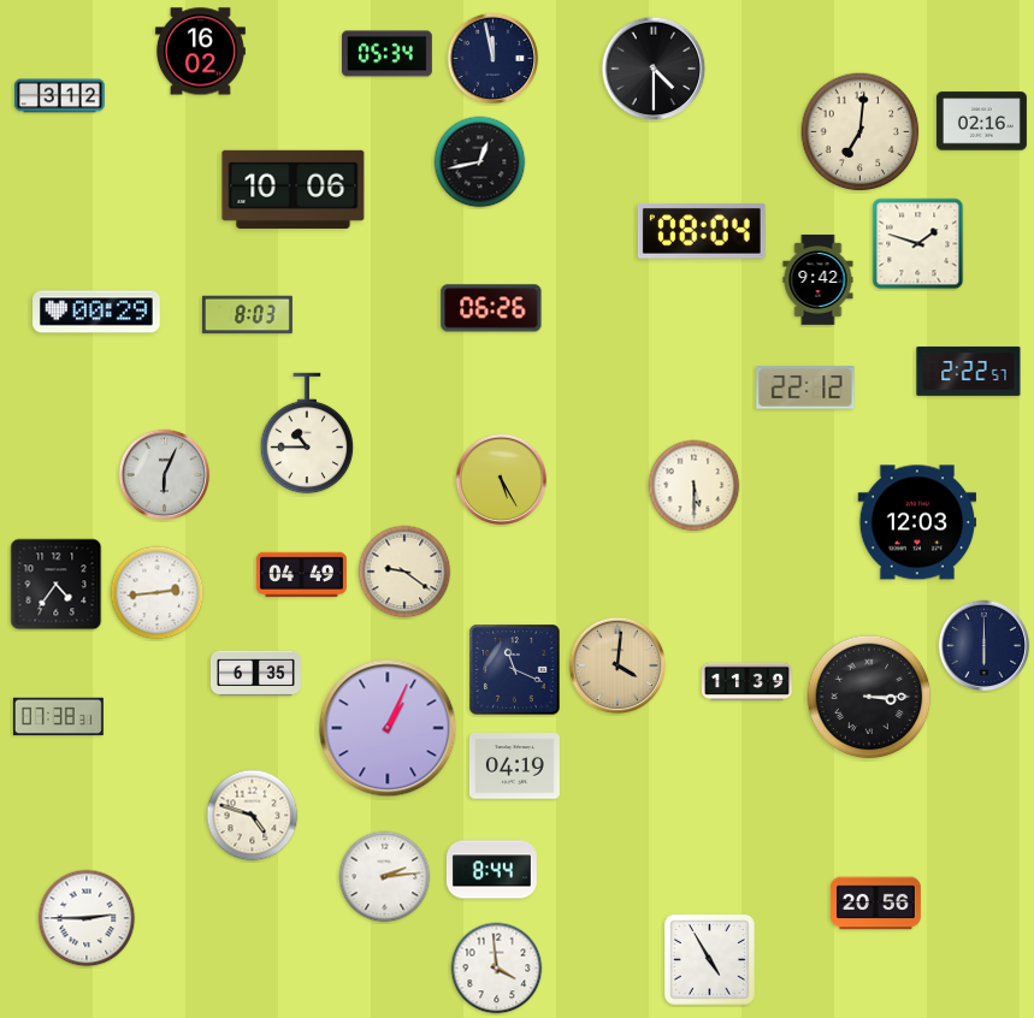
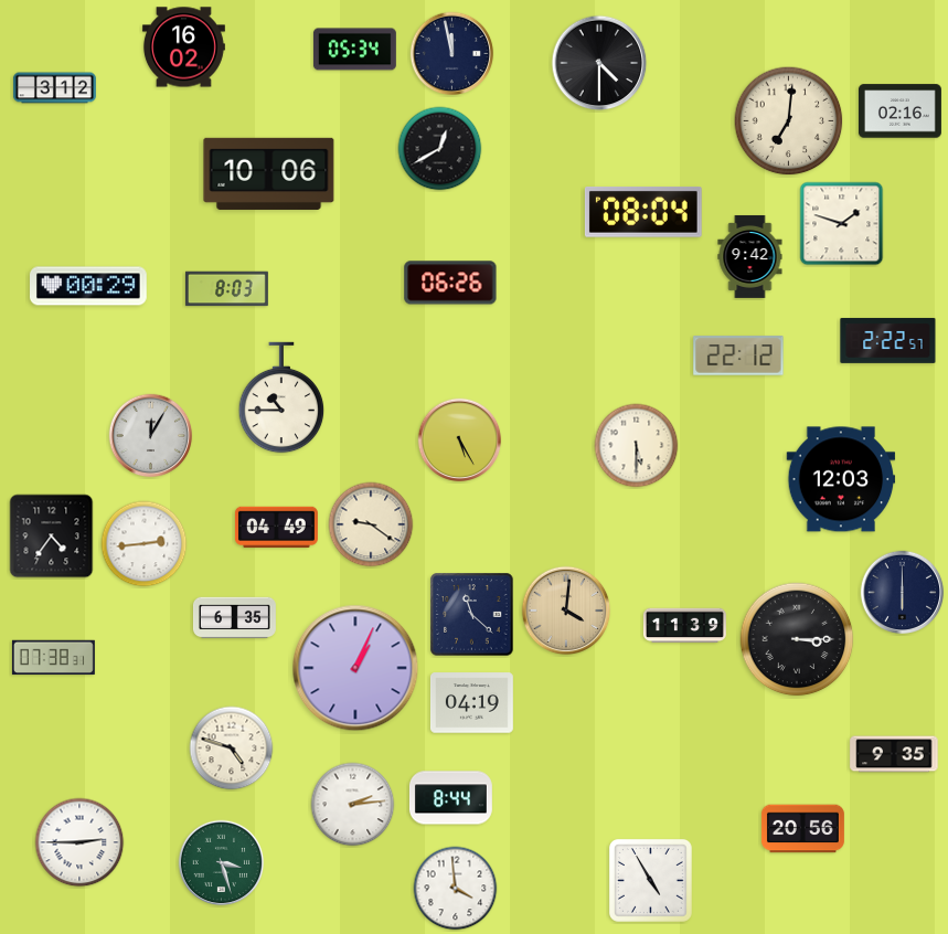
clock at (480, 162): 12:43 -> 12:40
clock at (165, 475): 6:04 -> 12:05
clock at (515, 670): 11:19 -> 11:22
clock at (894, 754): none -> 9:35
clock at (222, 863): none -> 3:27
